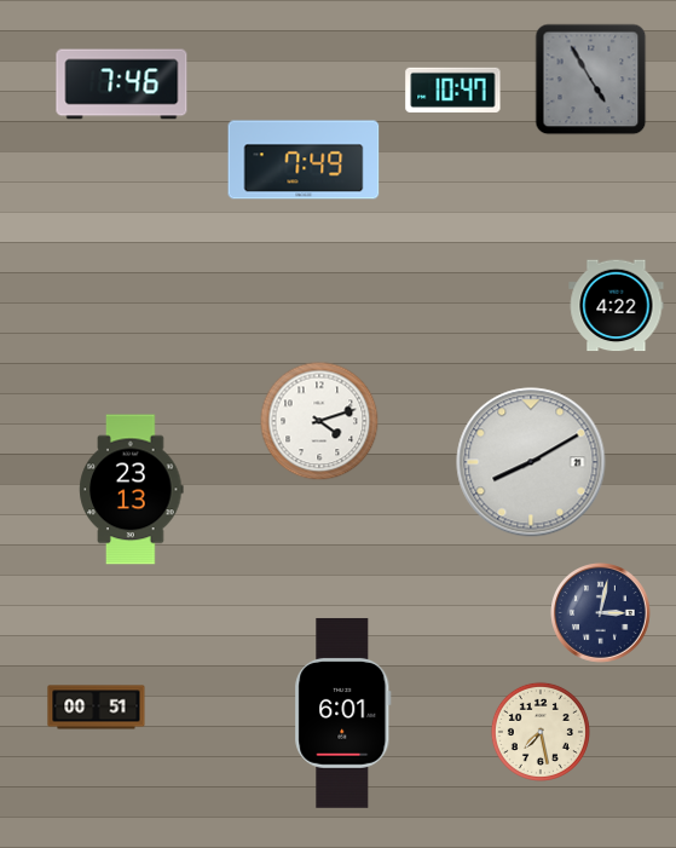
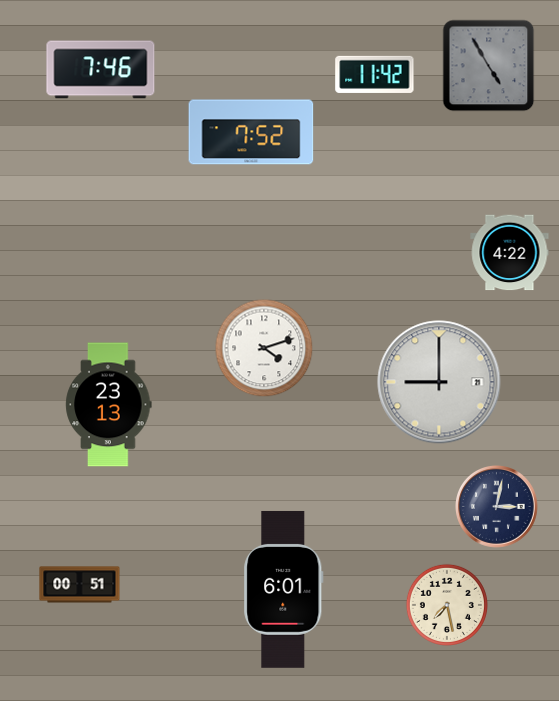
clock at (453, 90): 10:47 -> 11:42
clock at (304, 160): 7:49 -> 7:52
clock at (531, 462): 8:10 -> 9:00
